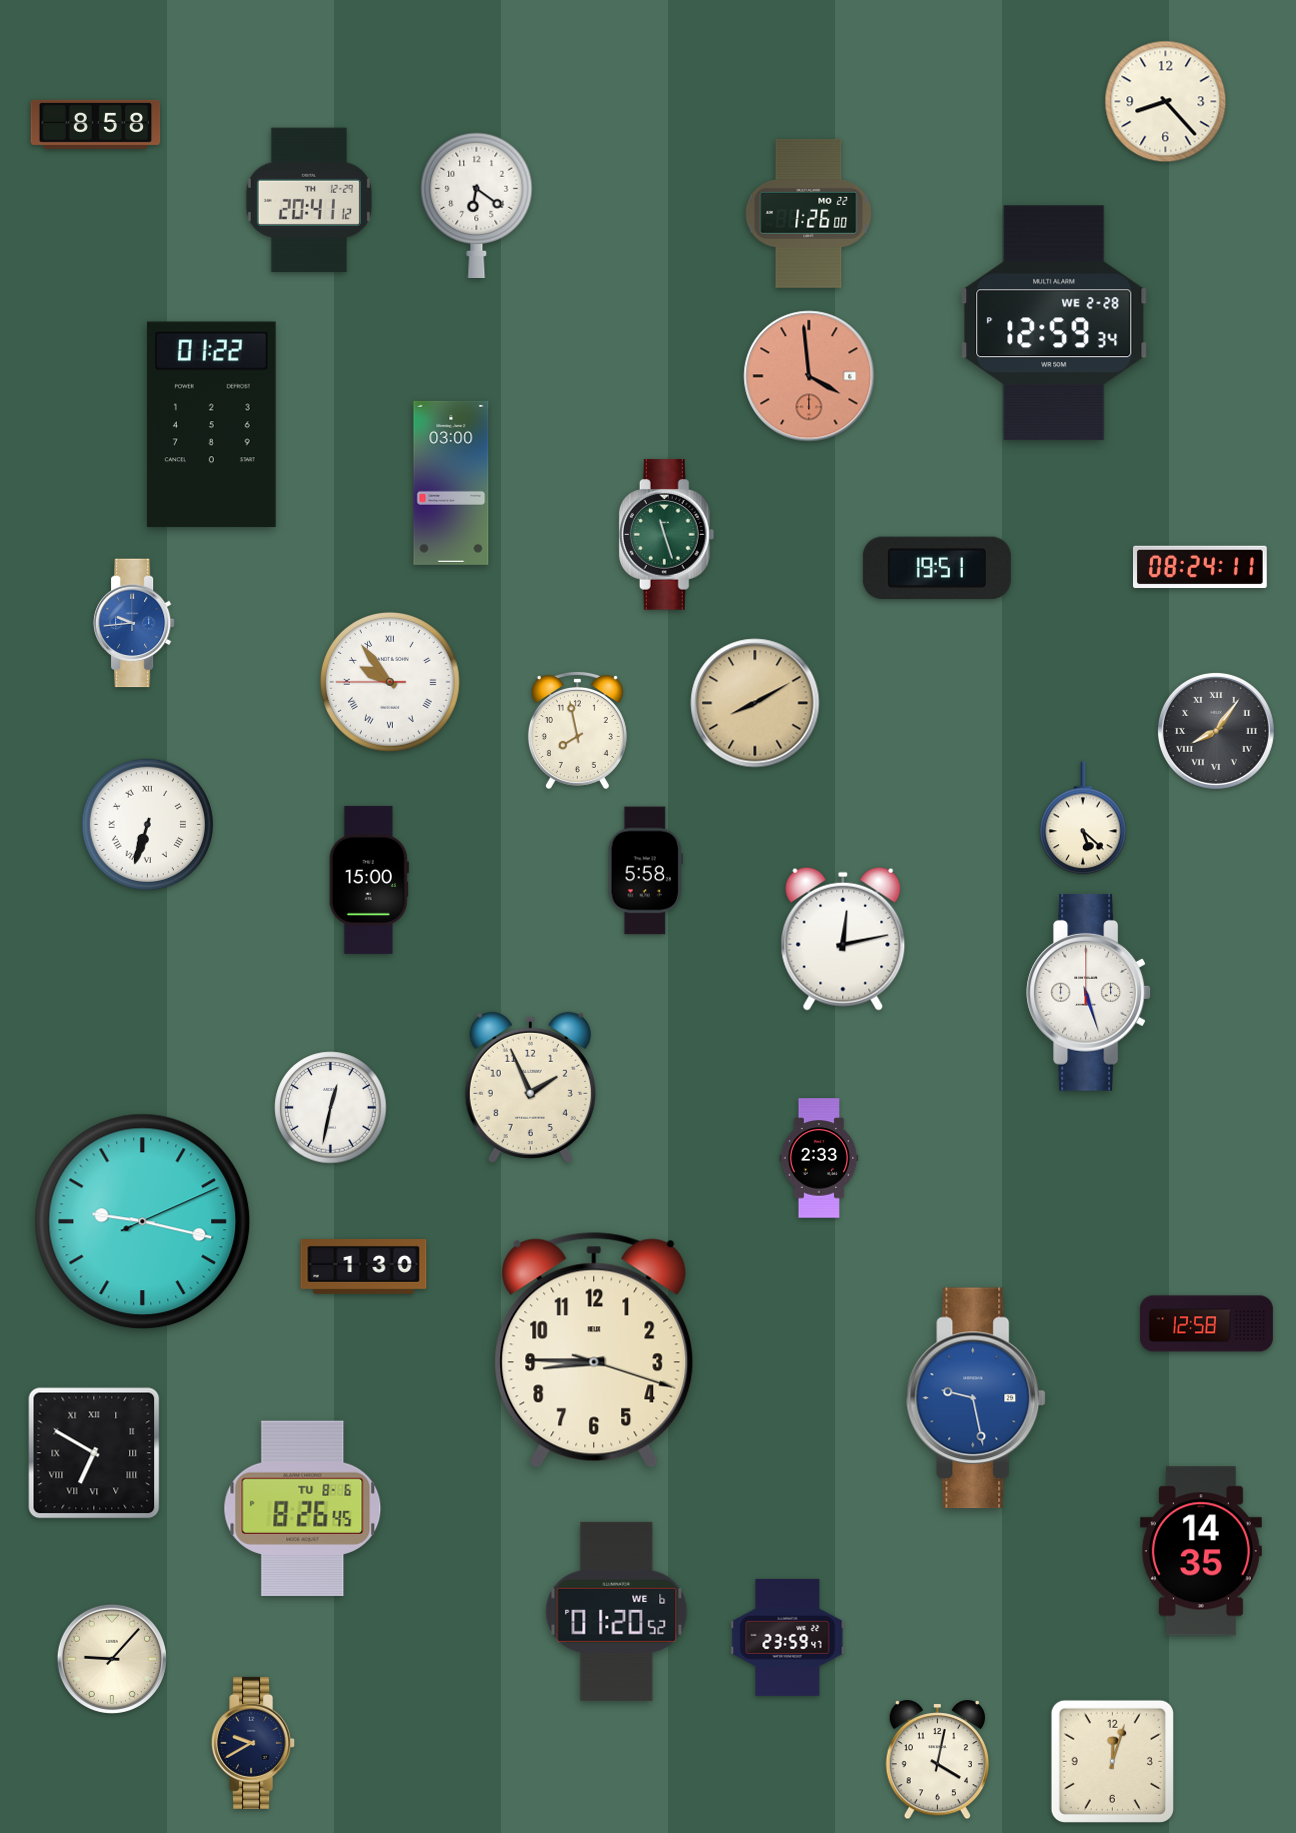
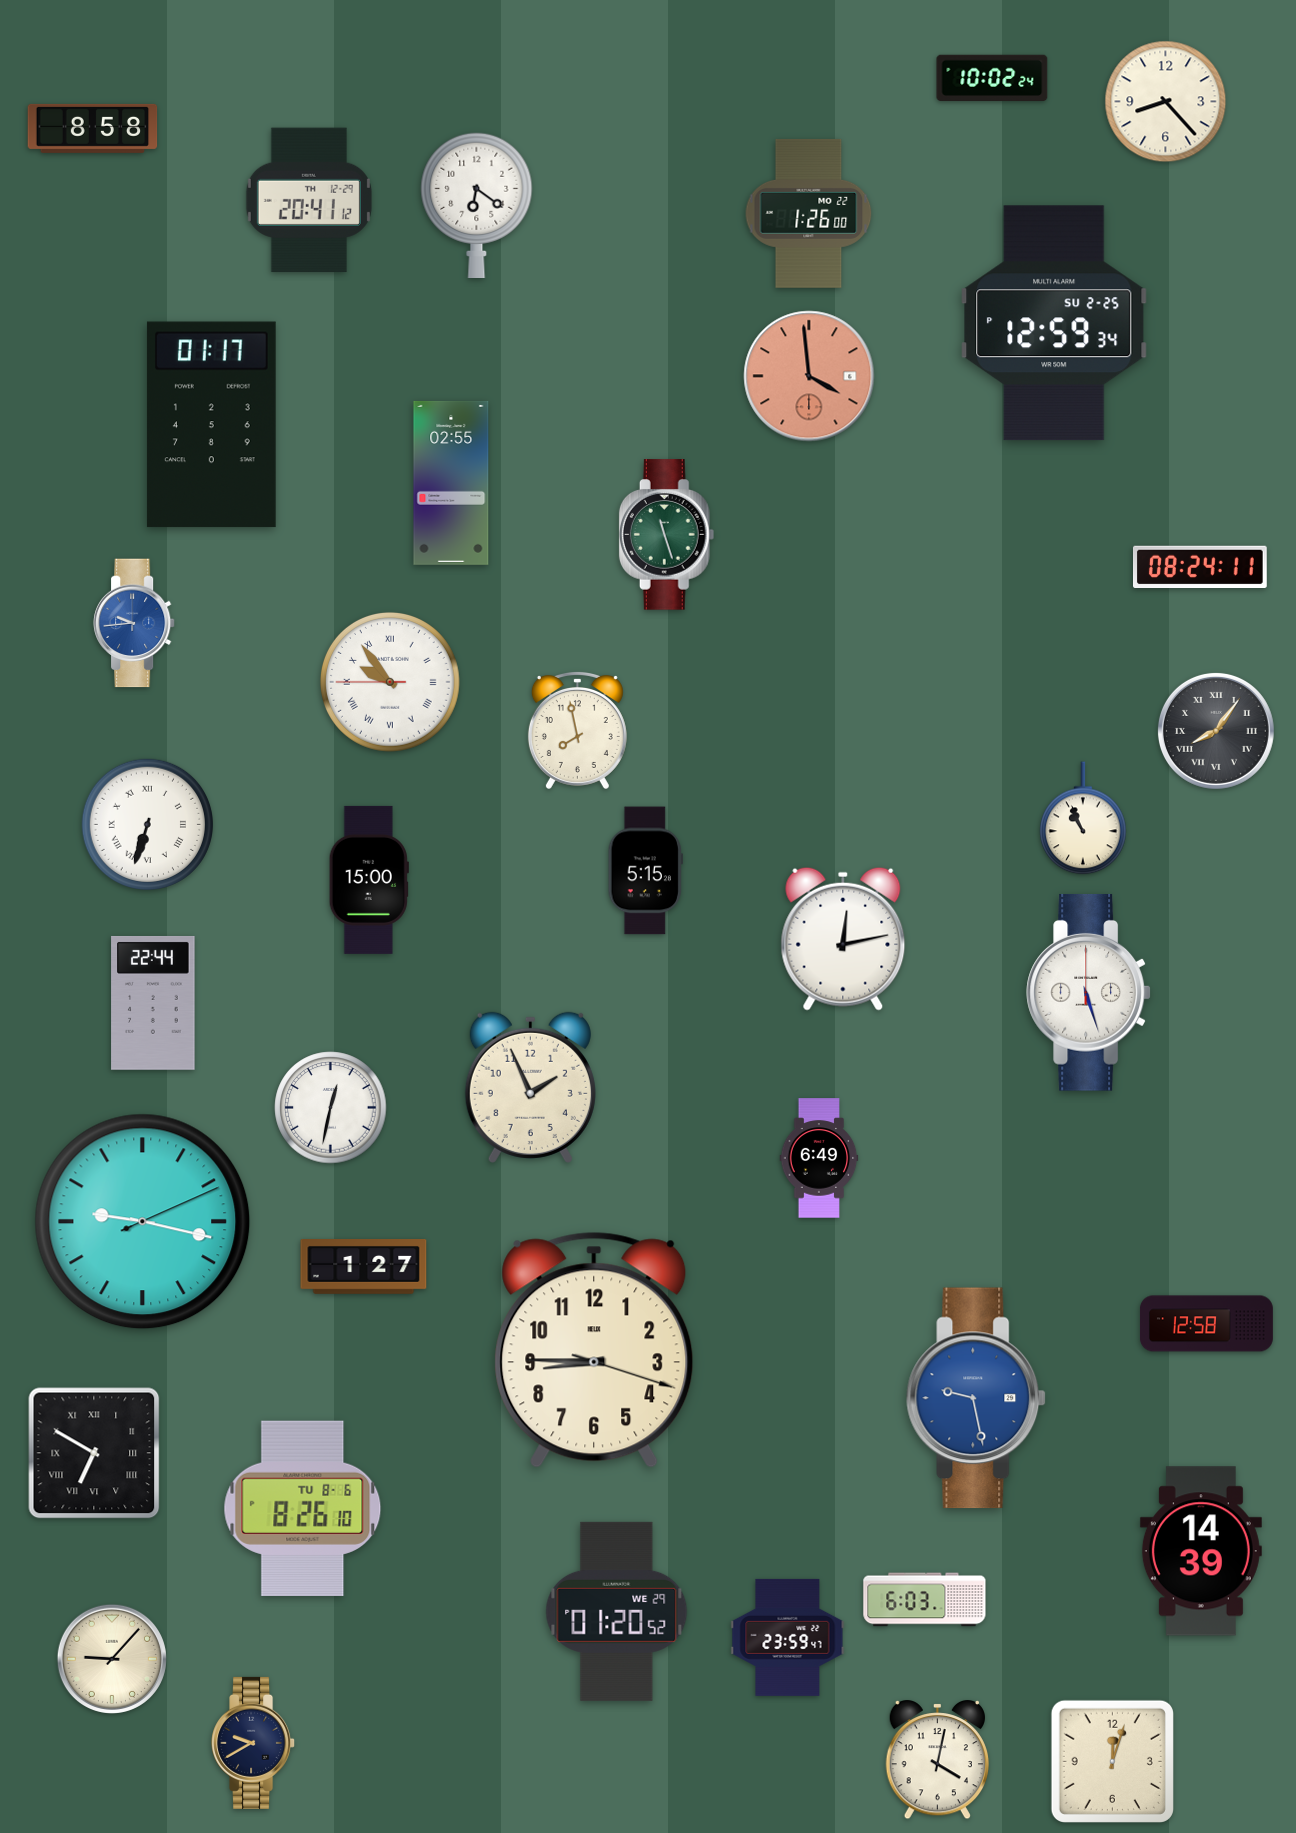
clock at (992, 77): none -> 10:02
clock at (96, 124) position: (96, 124) -> (93, 128)
clock at (1054, 323) date: WE 2-28 -> SU 2-25
clock at (211, 425): 01:22 -> 01:17
clock at (451, 483): 03:00 -> 02:55
clock at (937, 568): 19:51 -> none
clock at (755, 703): 8:10 -> none
clock at (1083, 818): 5:22 -> 10:56
clock at (645, 871): 5:58 -> 5:15
clock at (153, 1003): none -> 22:44
clock at (819, 1158): 2:33 -> 6:49
clock at (364, 1267): 1:30 -> 1:27
clock at (303, 1508): 8:26:45 -> 8:26:10
clock at (1201, 1551): 14:35 -> 14:39
clock at (925, 1600): none -> 6:03
clock at (617, 1611) date: WE 6 -> WE 29
